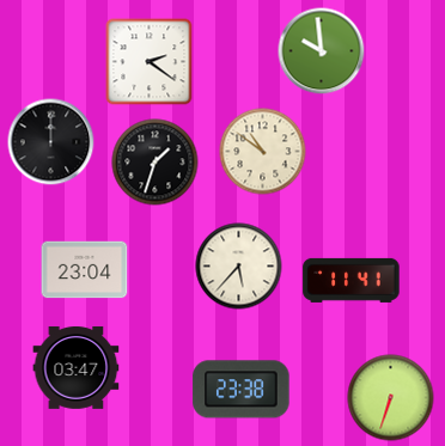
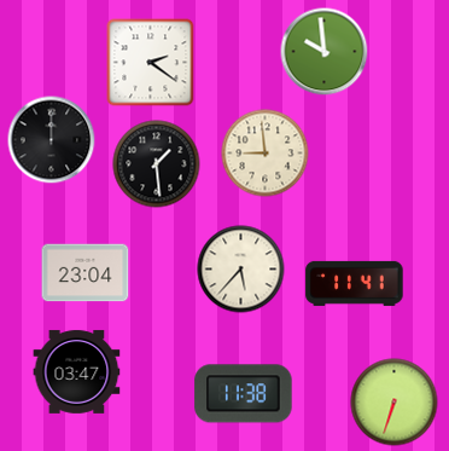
clock at (51, 142) position: (51, 142) -> (52, 140)
clock at (263, 152): 10:51 -> 8:59
clock at (156, 163): 1:33 -> 1:29
clock at (242, 390): 23:38 -> 11:38
